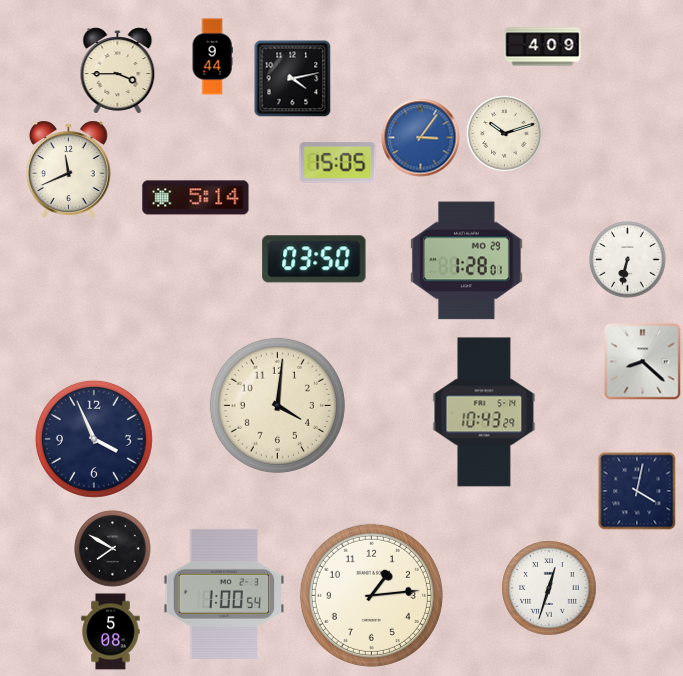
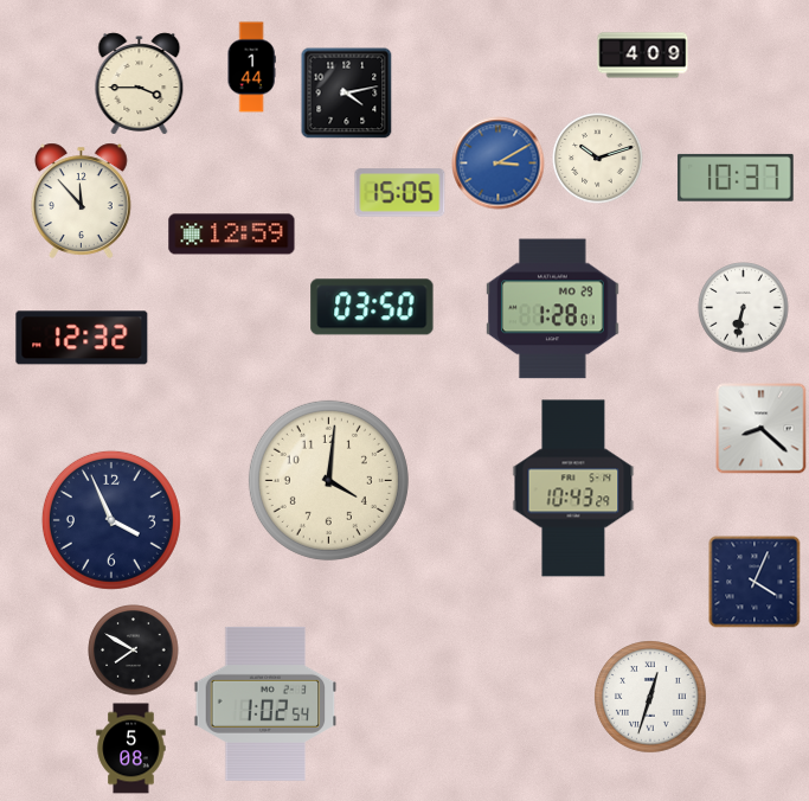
clock at (212, 57): 9:44 -> 1:44
clock at (421, 138): 3:06 -> 3:10
clock at (736, 178): none -> 10:37
clock at (69, 169): 11:41 -> 11:53
clock at (196, 198): 5:14 -> 12:59
clock at (82, 338): none -> 12:32
clock at (637, 491): 4:02 -> 4:04
clock at (224, 594): 1:00 -> 1:02
clock at (371, 595): 1:14 -> none
